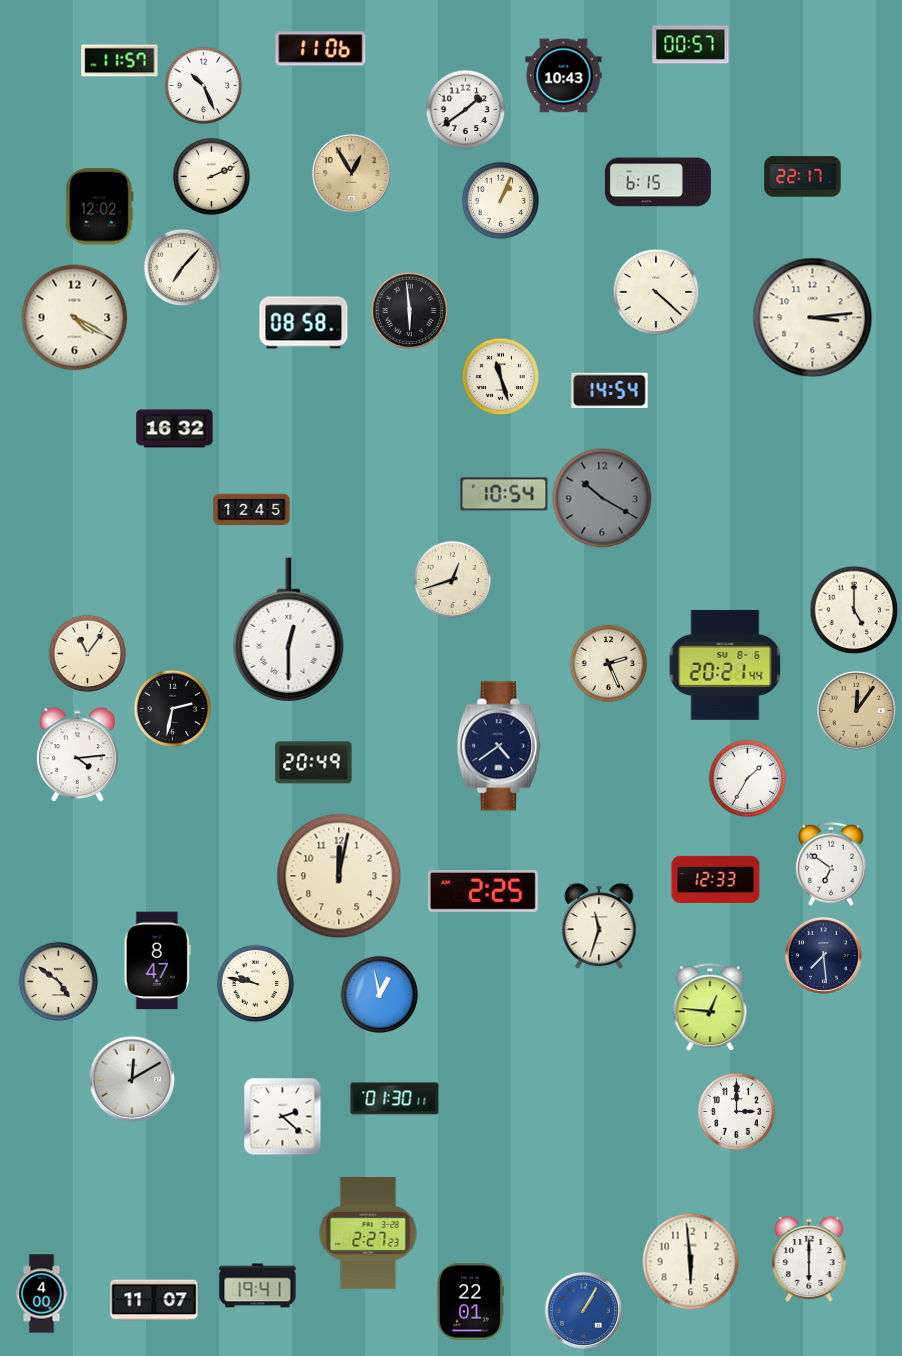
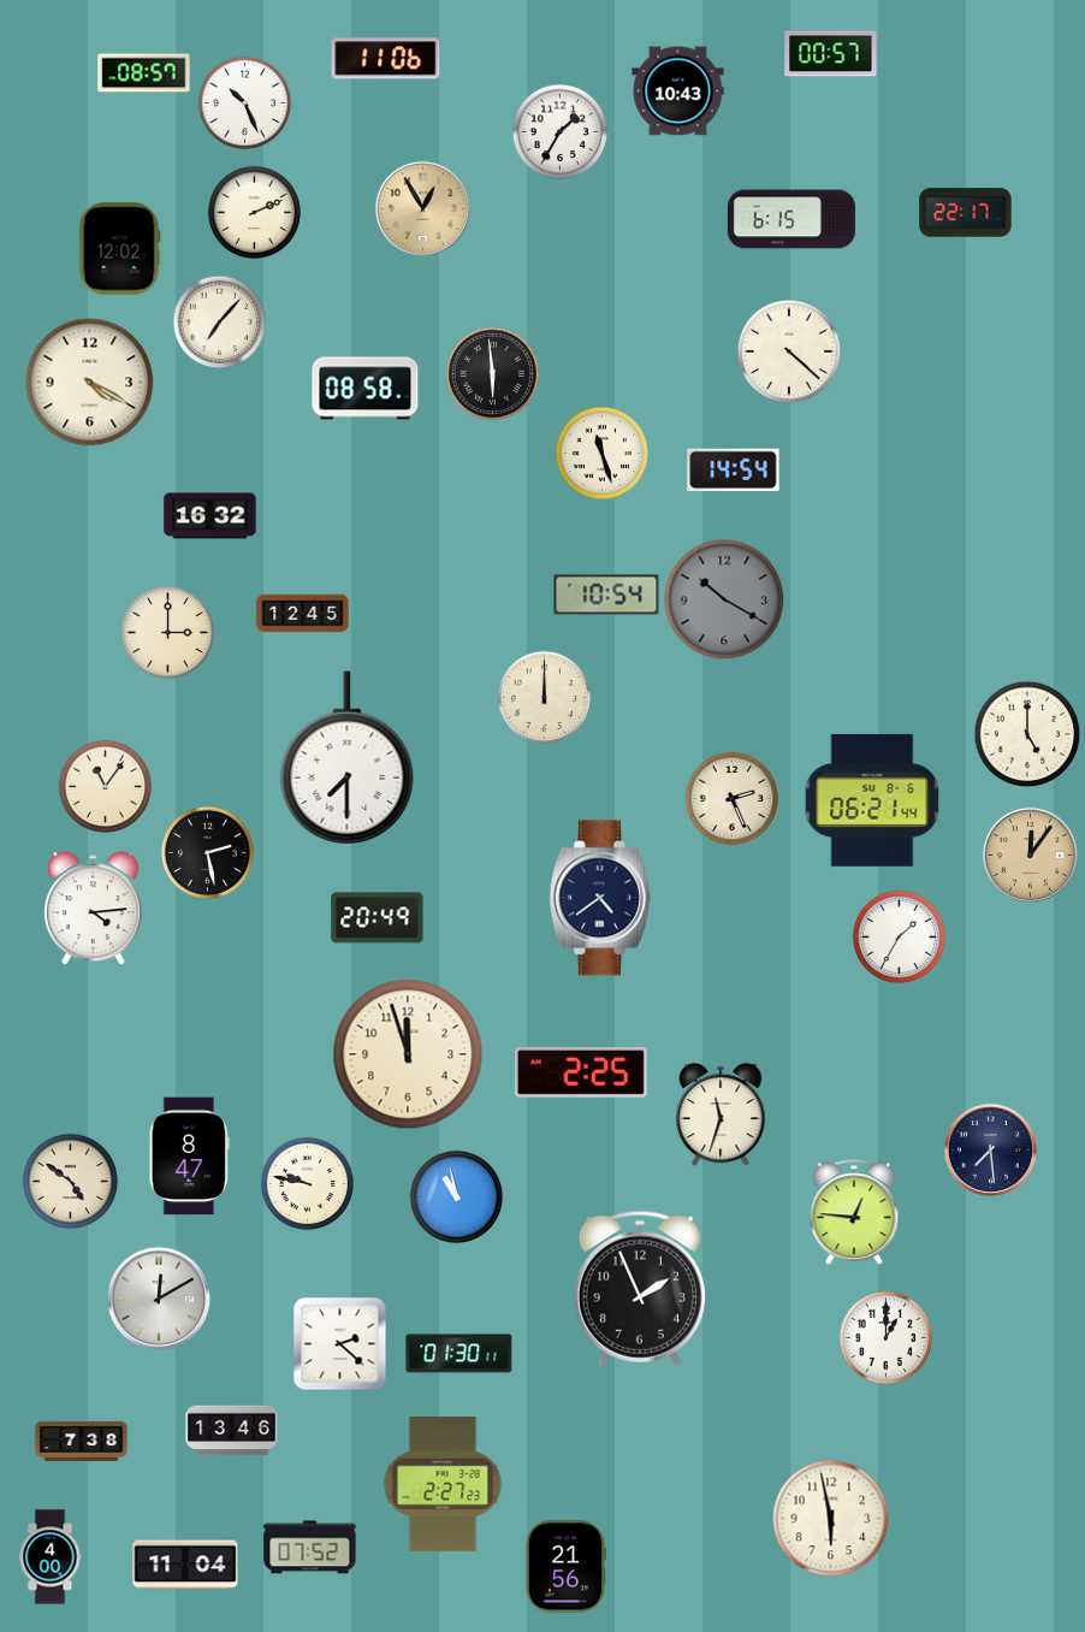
clock at (120, 61): 11:57 -> 08:57
clock at (465, 109): 1:39 -> 1:35
clock at (500, 200): 1:04 -> none
clock at (813, 318): 3:14 -> none
clock at (167, 632): none -> 3:00
clock at (452, 579): 12:42 -> 12:00
clock at (289, 630): 12:30 -> 7:30
clock at (725, 665): 20:21 -> 06:21
clock at (172, 708): 2:32 -> 2:28
clock at (831, 864): 6:51 -> none
clock at (339, 876): 12:02 -> 11:57
clock at (716, 879): 12:33 -> none
clock at (379, 994): 12:58 -> 10:58
clock at (640, 1289): none -> 1:56
clock at (395, 1099) position: (395, 1099) -> (460, 1354)
clock at (736, 1111): 3:00 -> 1:00
clock at (232, 1431): none -> 13:46
clock at (82, 1441): none -> 7:38
clock at (809, 1259): 6:00 -> none
clock at (690, 1261): 5:59 -> 5:58
clock at (258, 1286): 19:41 -> 07:52
clock at (154, 1300): 11:07 -> 11:04
clock at (470, 1302): 22:01 -> 21:56
clock at (583, 1310): 1:05 -> none
